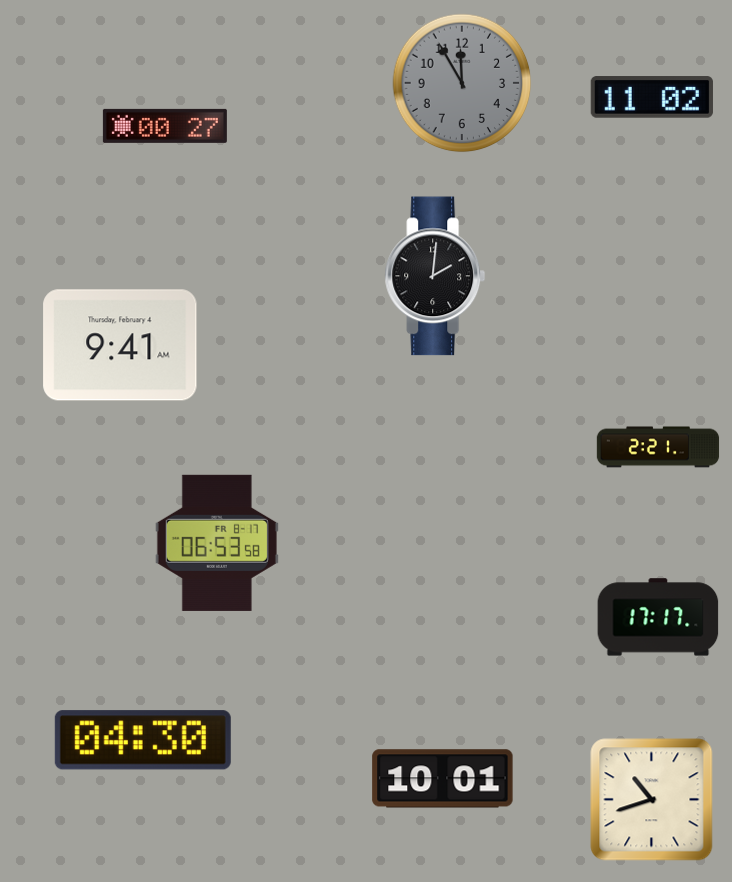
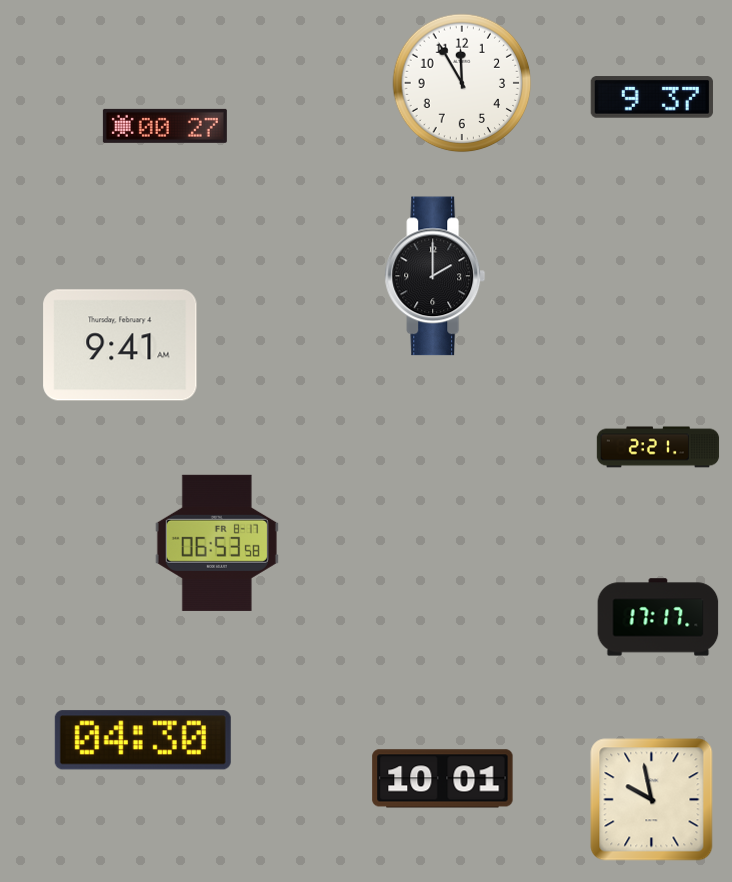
clock at (462, 83) dial: grey -> white
clock at (652, 97): 11:02 -> 9:37
clock at (435, 276): 2:01 -> 2:00
clock at (652, 800): 10:42 -> 9:58
